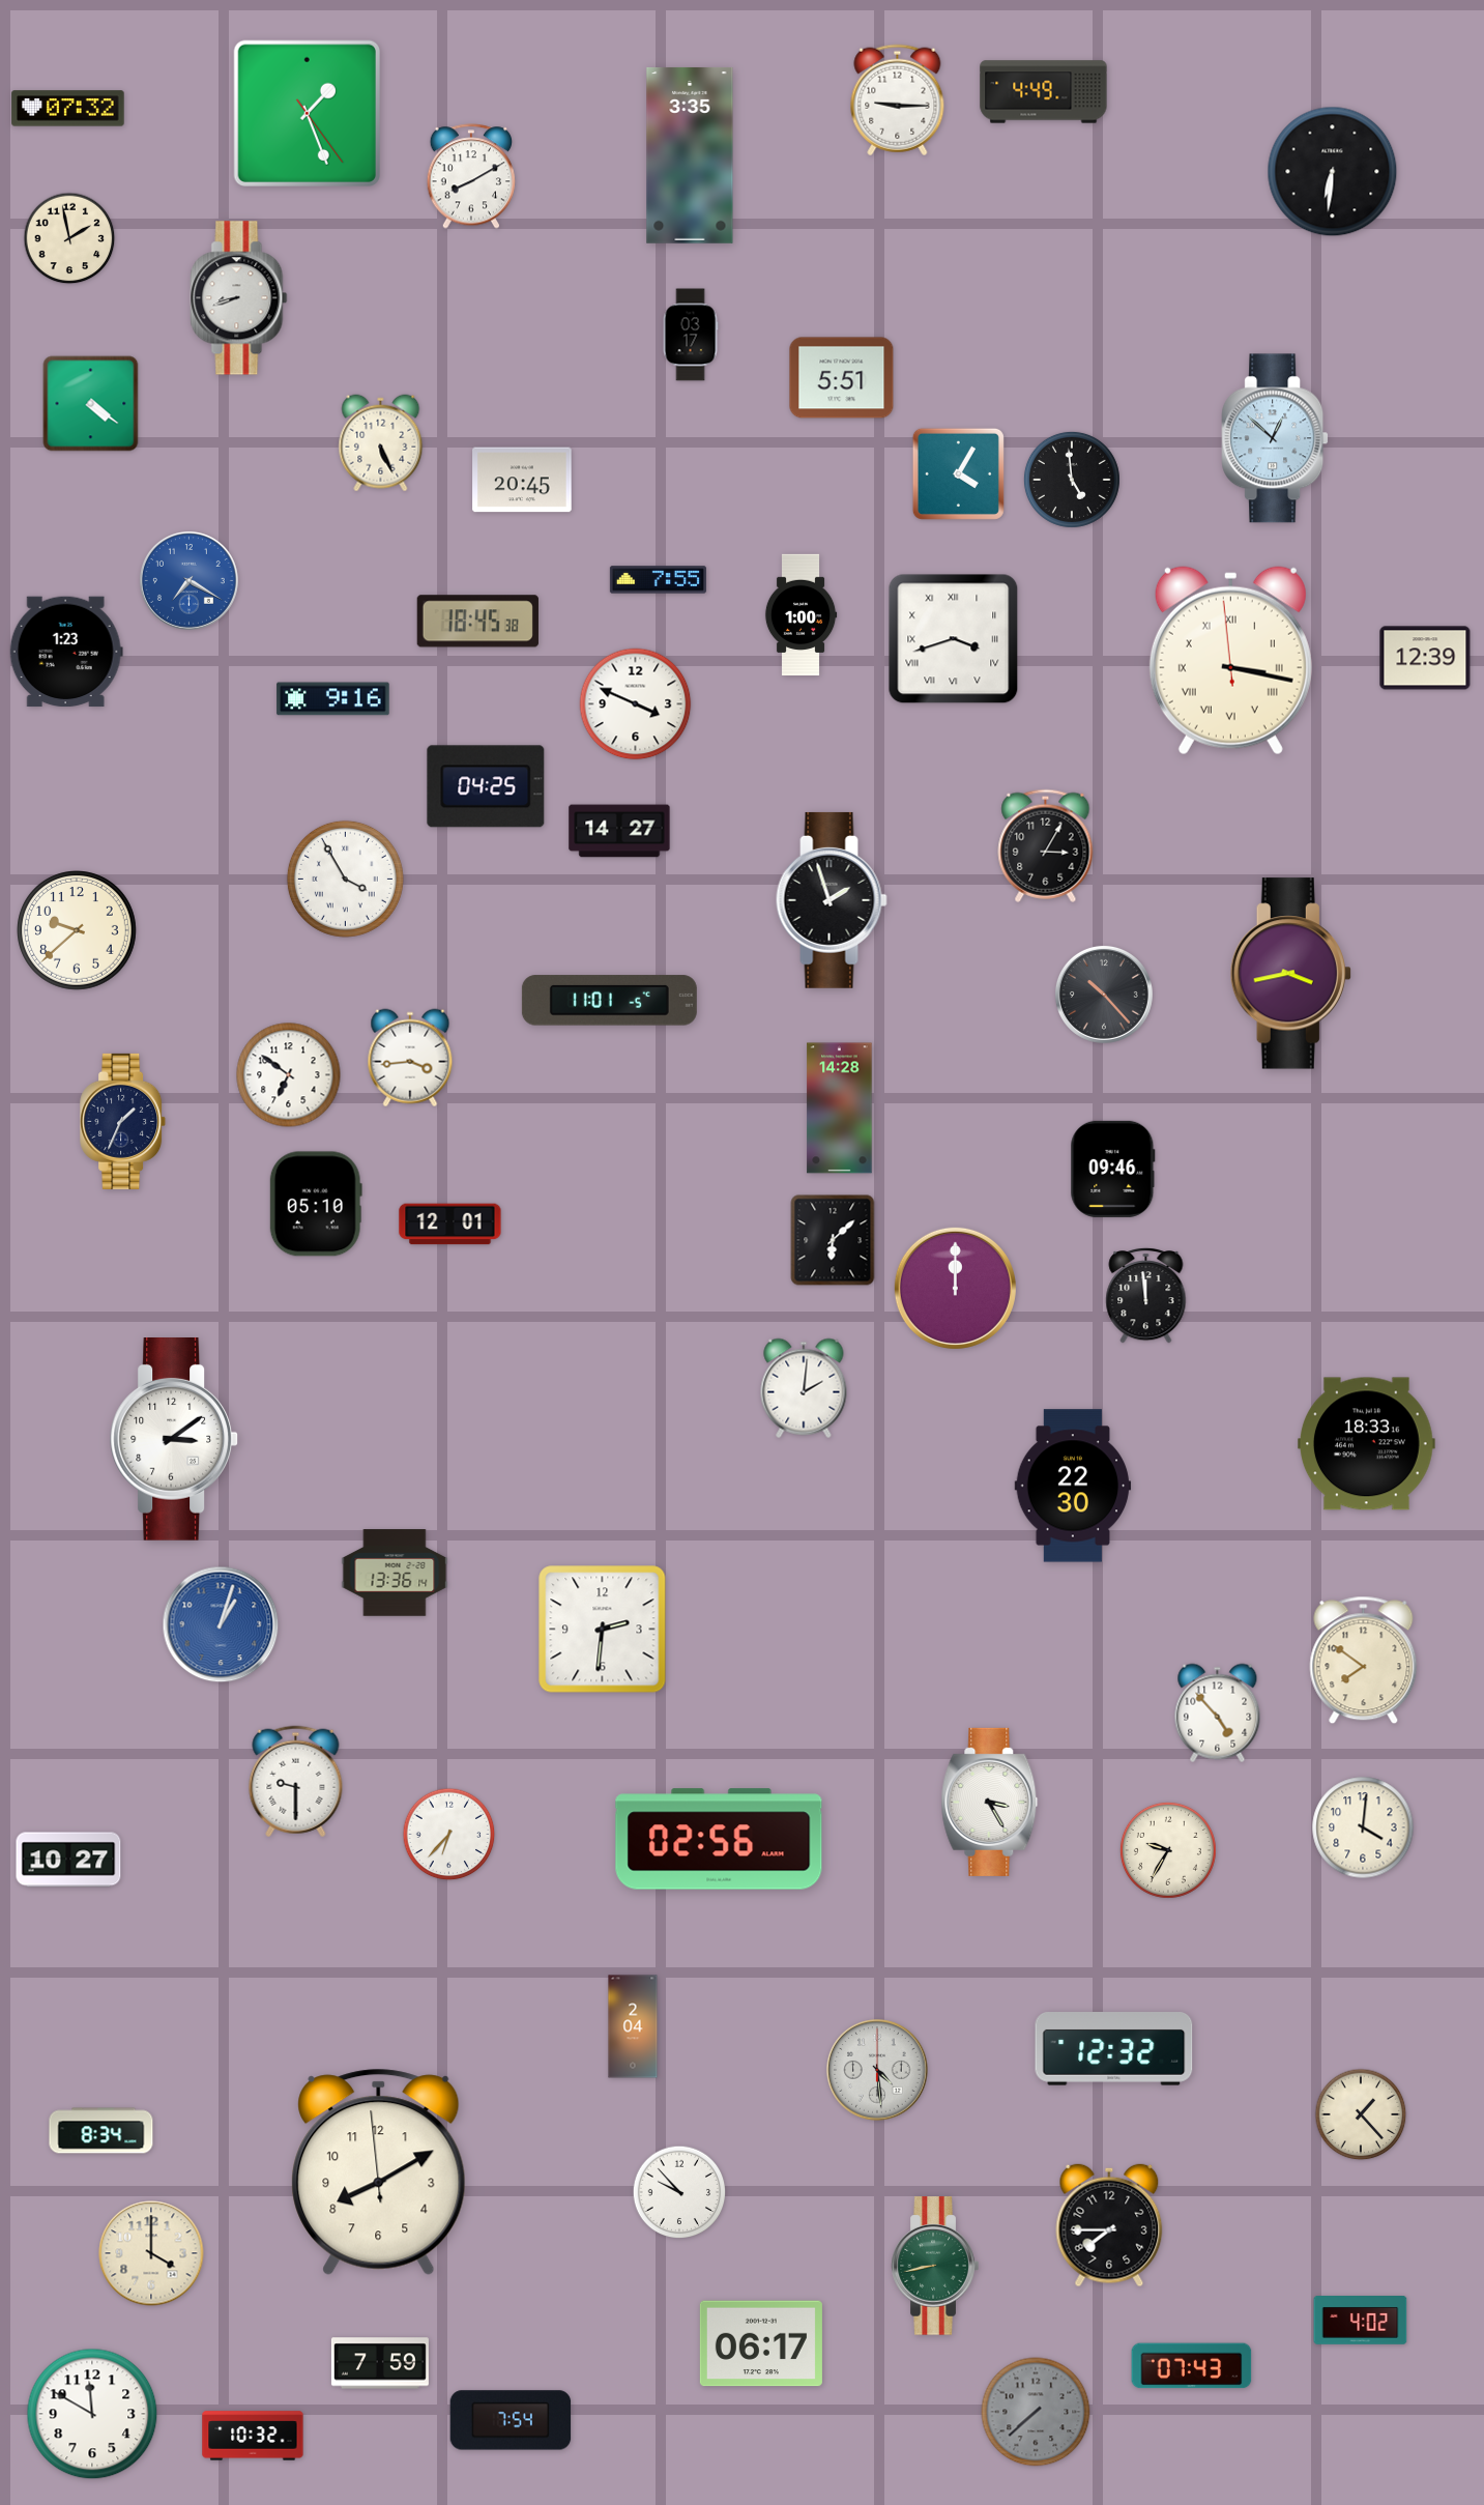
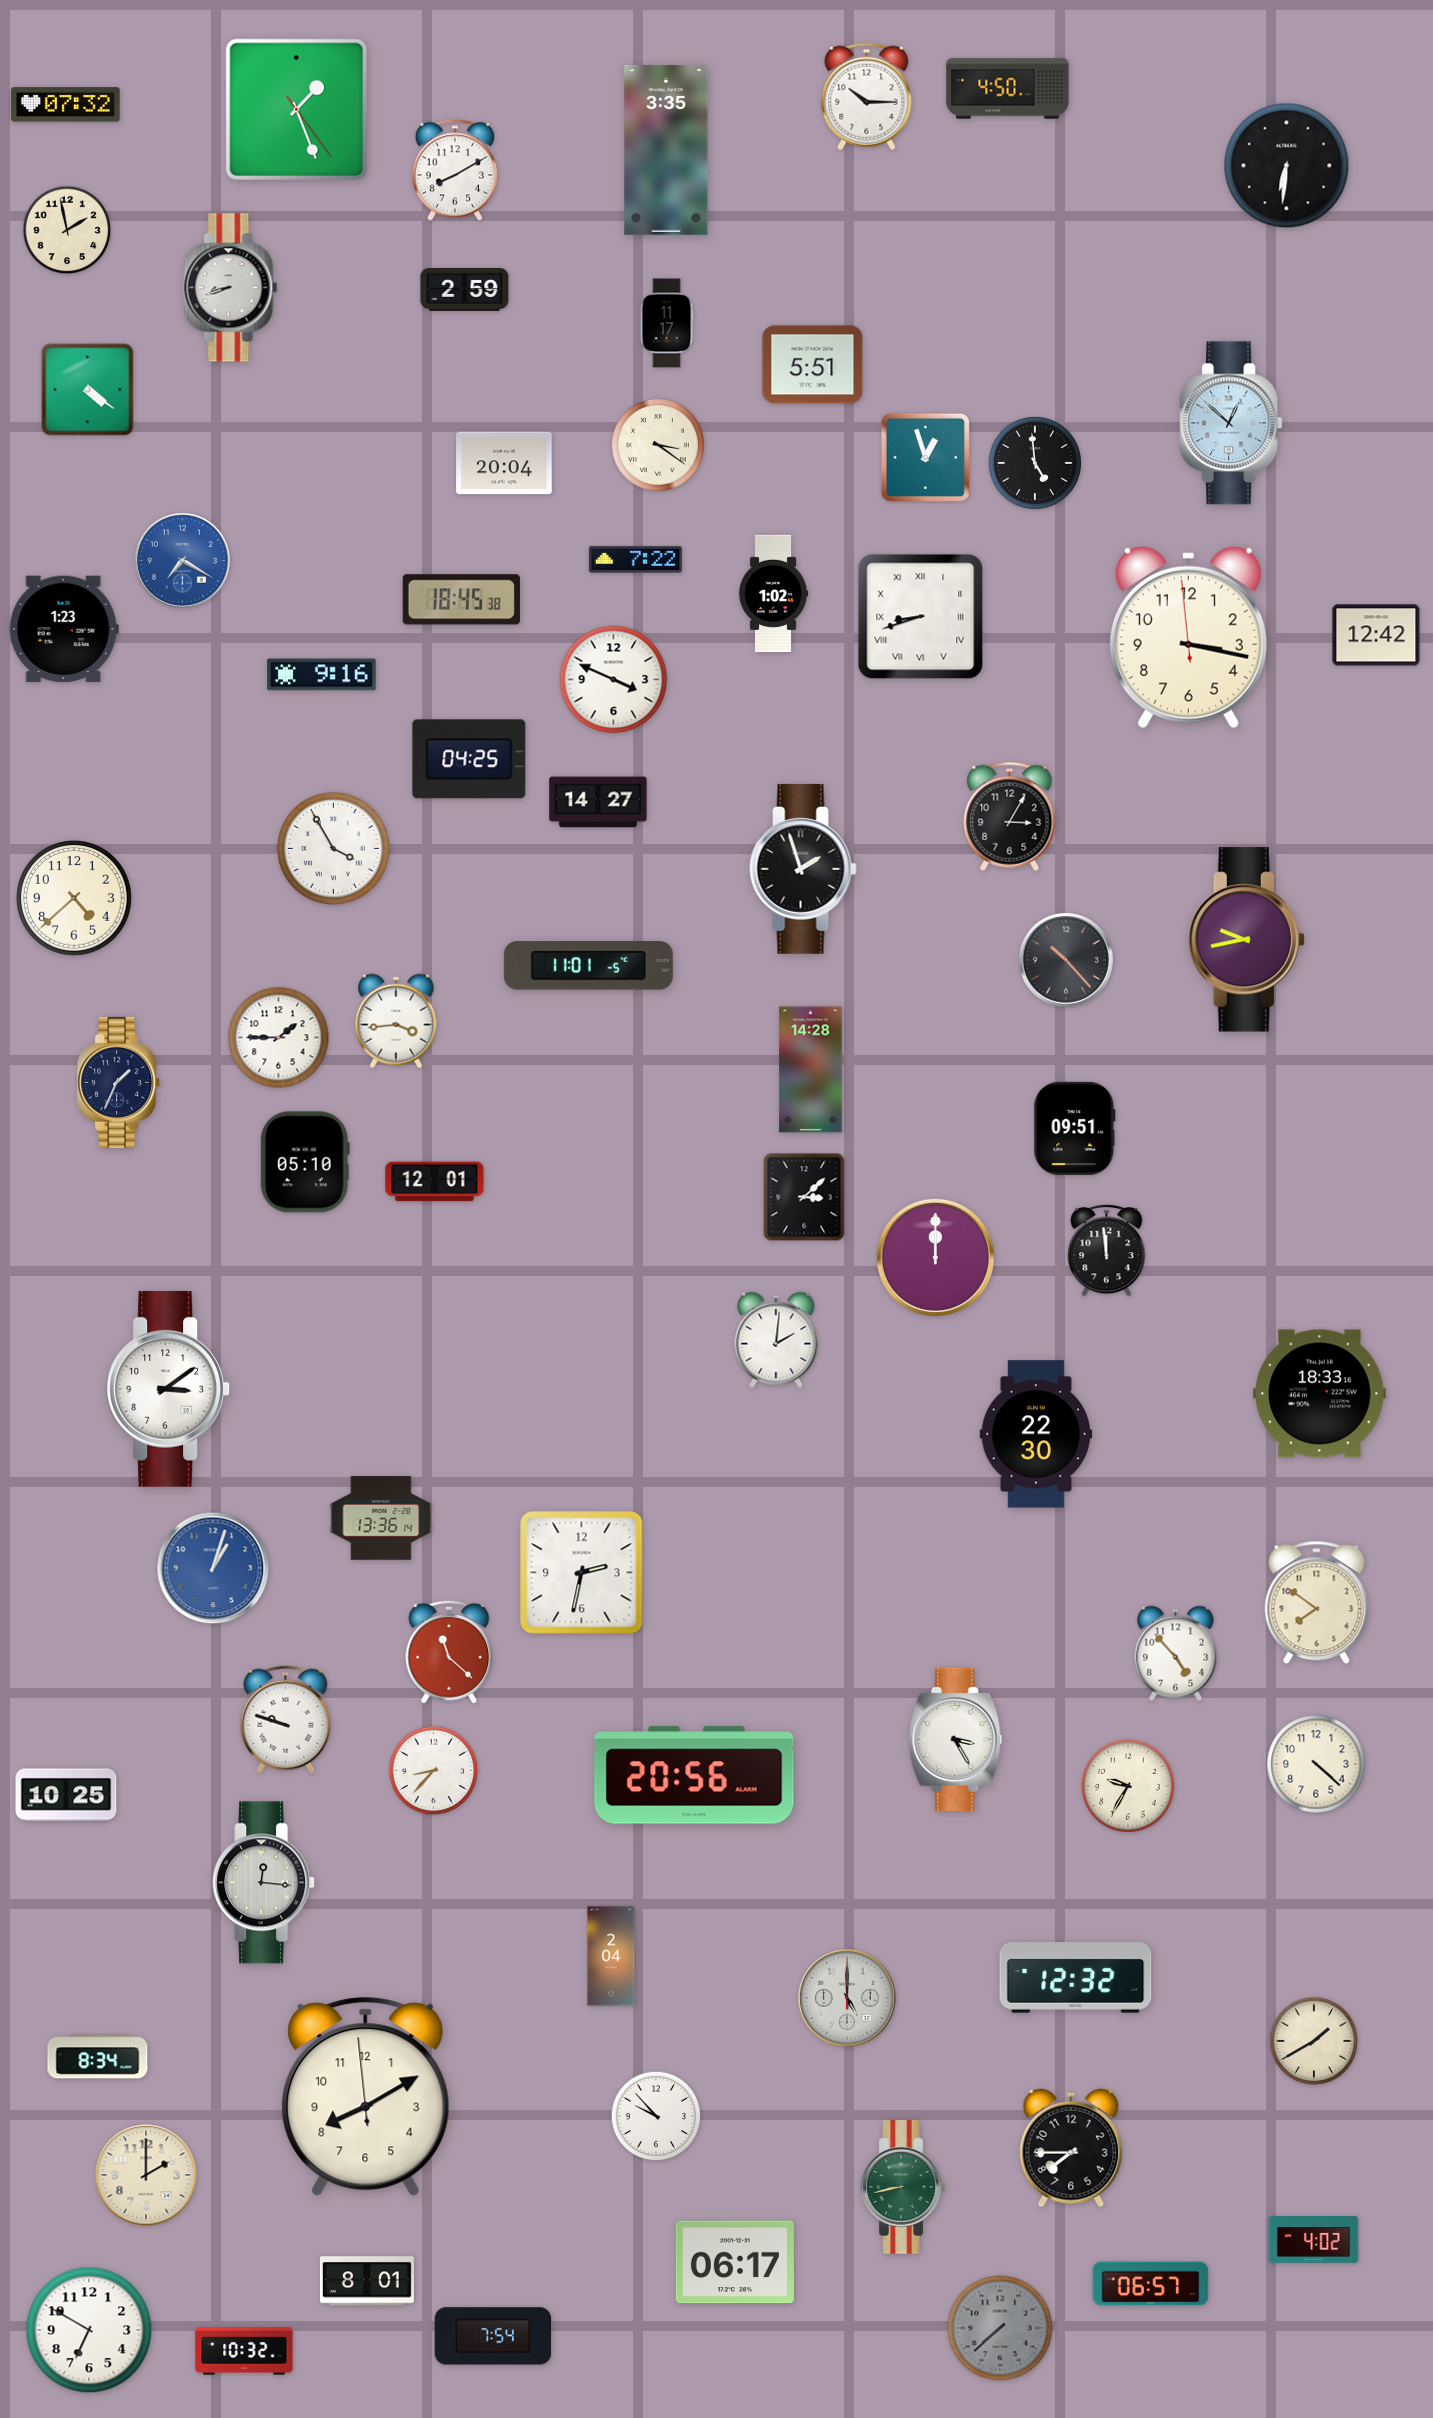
clock at (1044, 92): 4:49 -> 4:50
clock at (898, 100): 9:15 -> 10:15
clock at (465, 289): none -> 2:59
clock at (691, 335): 03:17 -> 11:17
clock at (381, 443): 5:26 -> none
clock at (658, 445): none -> 3:21
clock at (958, 473): 4:05 -> 12:57
clock at (522, 480): 20:45 -> 20:04
clock at (658, 580): 7:55 -> 7:22
clock at (801, 615): 1:00 -> 1:02
clock at (954, 639): 3:42 -> 8:42
clock at (1425, 658): 12:39 -> 12:42
clock at (1230, 661) numerals: Roman -> Arabic
clock at (78, 931): 9:38 -> 4:38
clock at (1290, 974): 3:43 -> 9:43
clock at (289, 1075): 6:51 -> 1:45
clock at (1113, 1169): 09:46 -> 09:51
clock at (833, 1240): 6:08 -> 3:08
clock at (955, 1288) position: (955, 1288) -> (935, 1257)
clock at (603, 1630): 2:31 -> 2:32
clock at (449, 1652): none -> 11:22
clock at (296, 1782): 9:30 -> 9:48
clock at (1363, 1827): 4:01 -> 4:22
clock at (449, 1835): 6:37 -> 8:37
clock at (719, 1839): 02:56 -> 20:56
clock at (68, 1860): 10:27 -> 10:25
clock at (264, 1883): none -> 12:16
clock at (877, 2070): 4:29 -> 5:00
clock at (1361, 2114): 1:23 -> 1:40
clock at (151, 2253): 4:00 -> 2:00
clock at (380, 2363): 7:59 -> 8:01
clock at (1192, 2366): 07:43 -> 06:57
clock at (92, 2414): 11:50 -> 6:50
